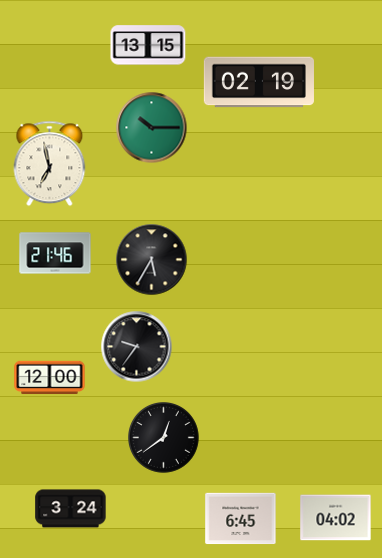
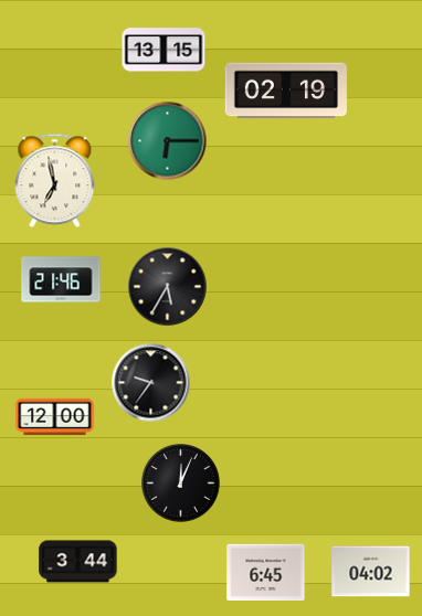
clock at (152, 128): 10:15 -> 6:15
clock at (164, 438): 12:39 -> 12:04
clock at (71, 509): 3:24 -> 3:44
